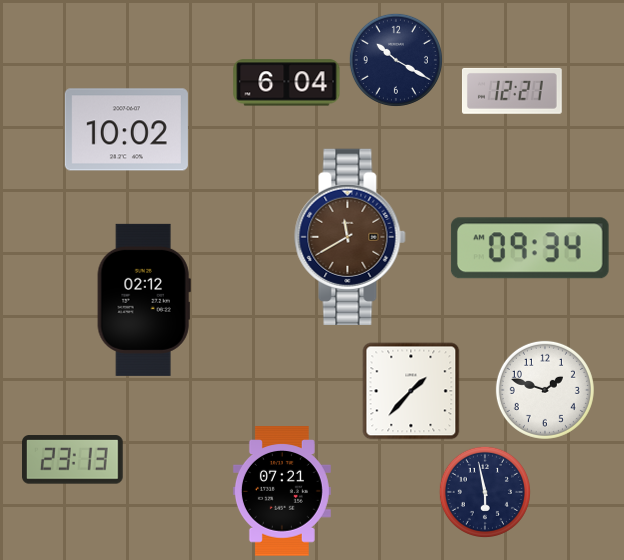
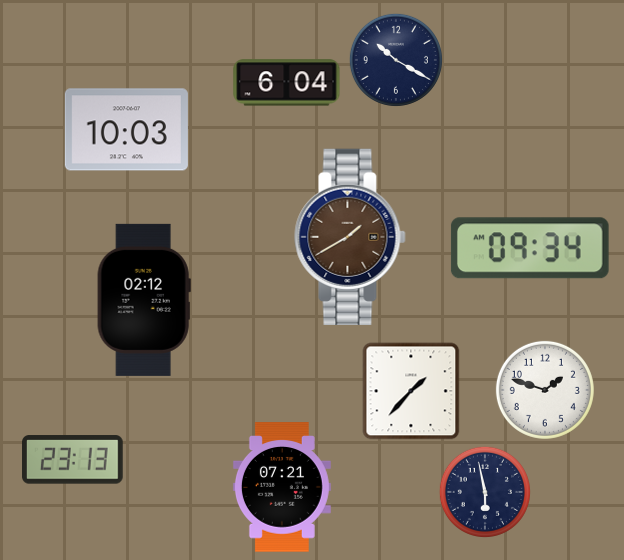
clock at (512, 91): 12:21 -> none
clock at (126, 130): 10:02 -> 10:03
clock at (350, 237): 11:40 -> 1:40
clock at (282, 491) position: (282, 491) -> (282, 487)
